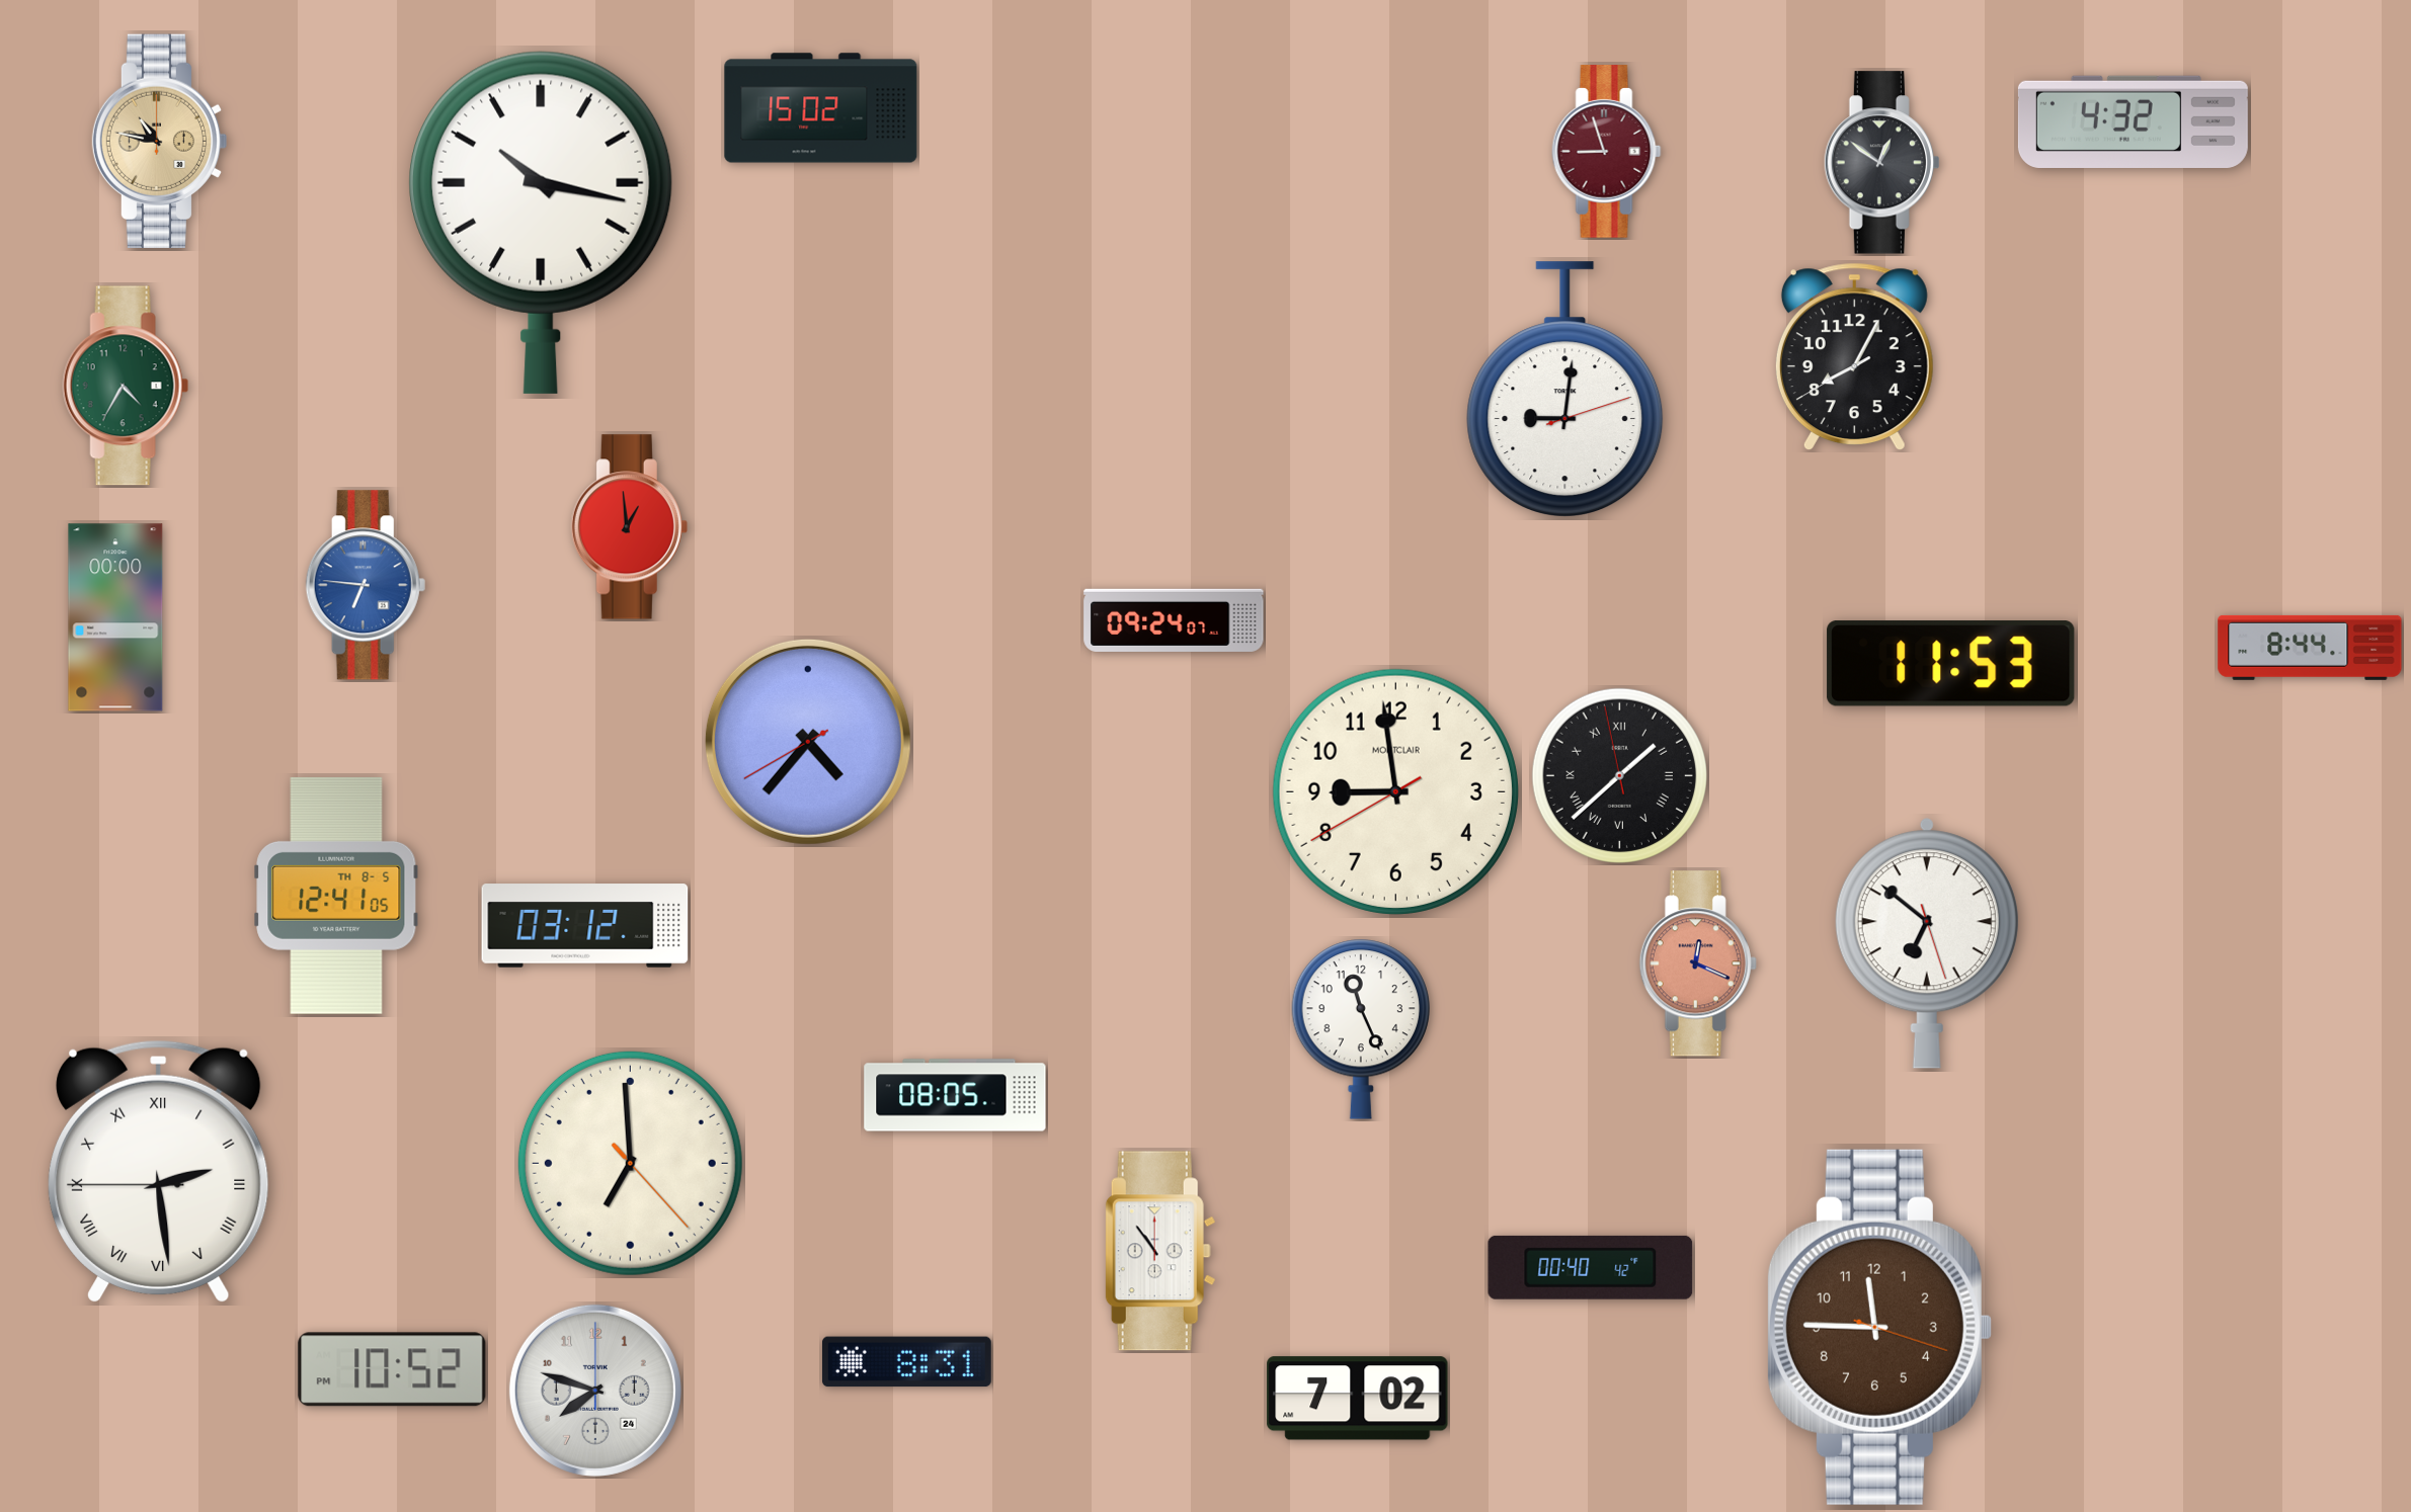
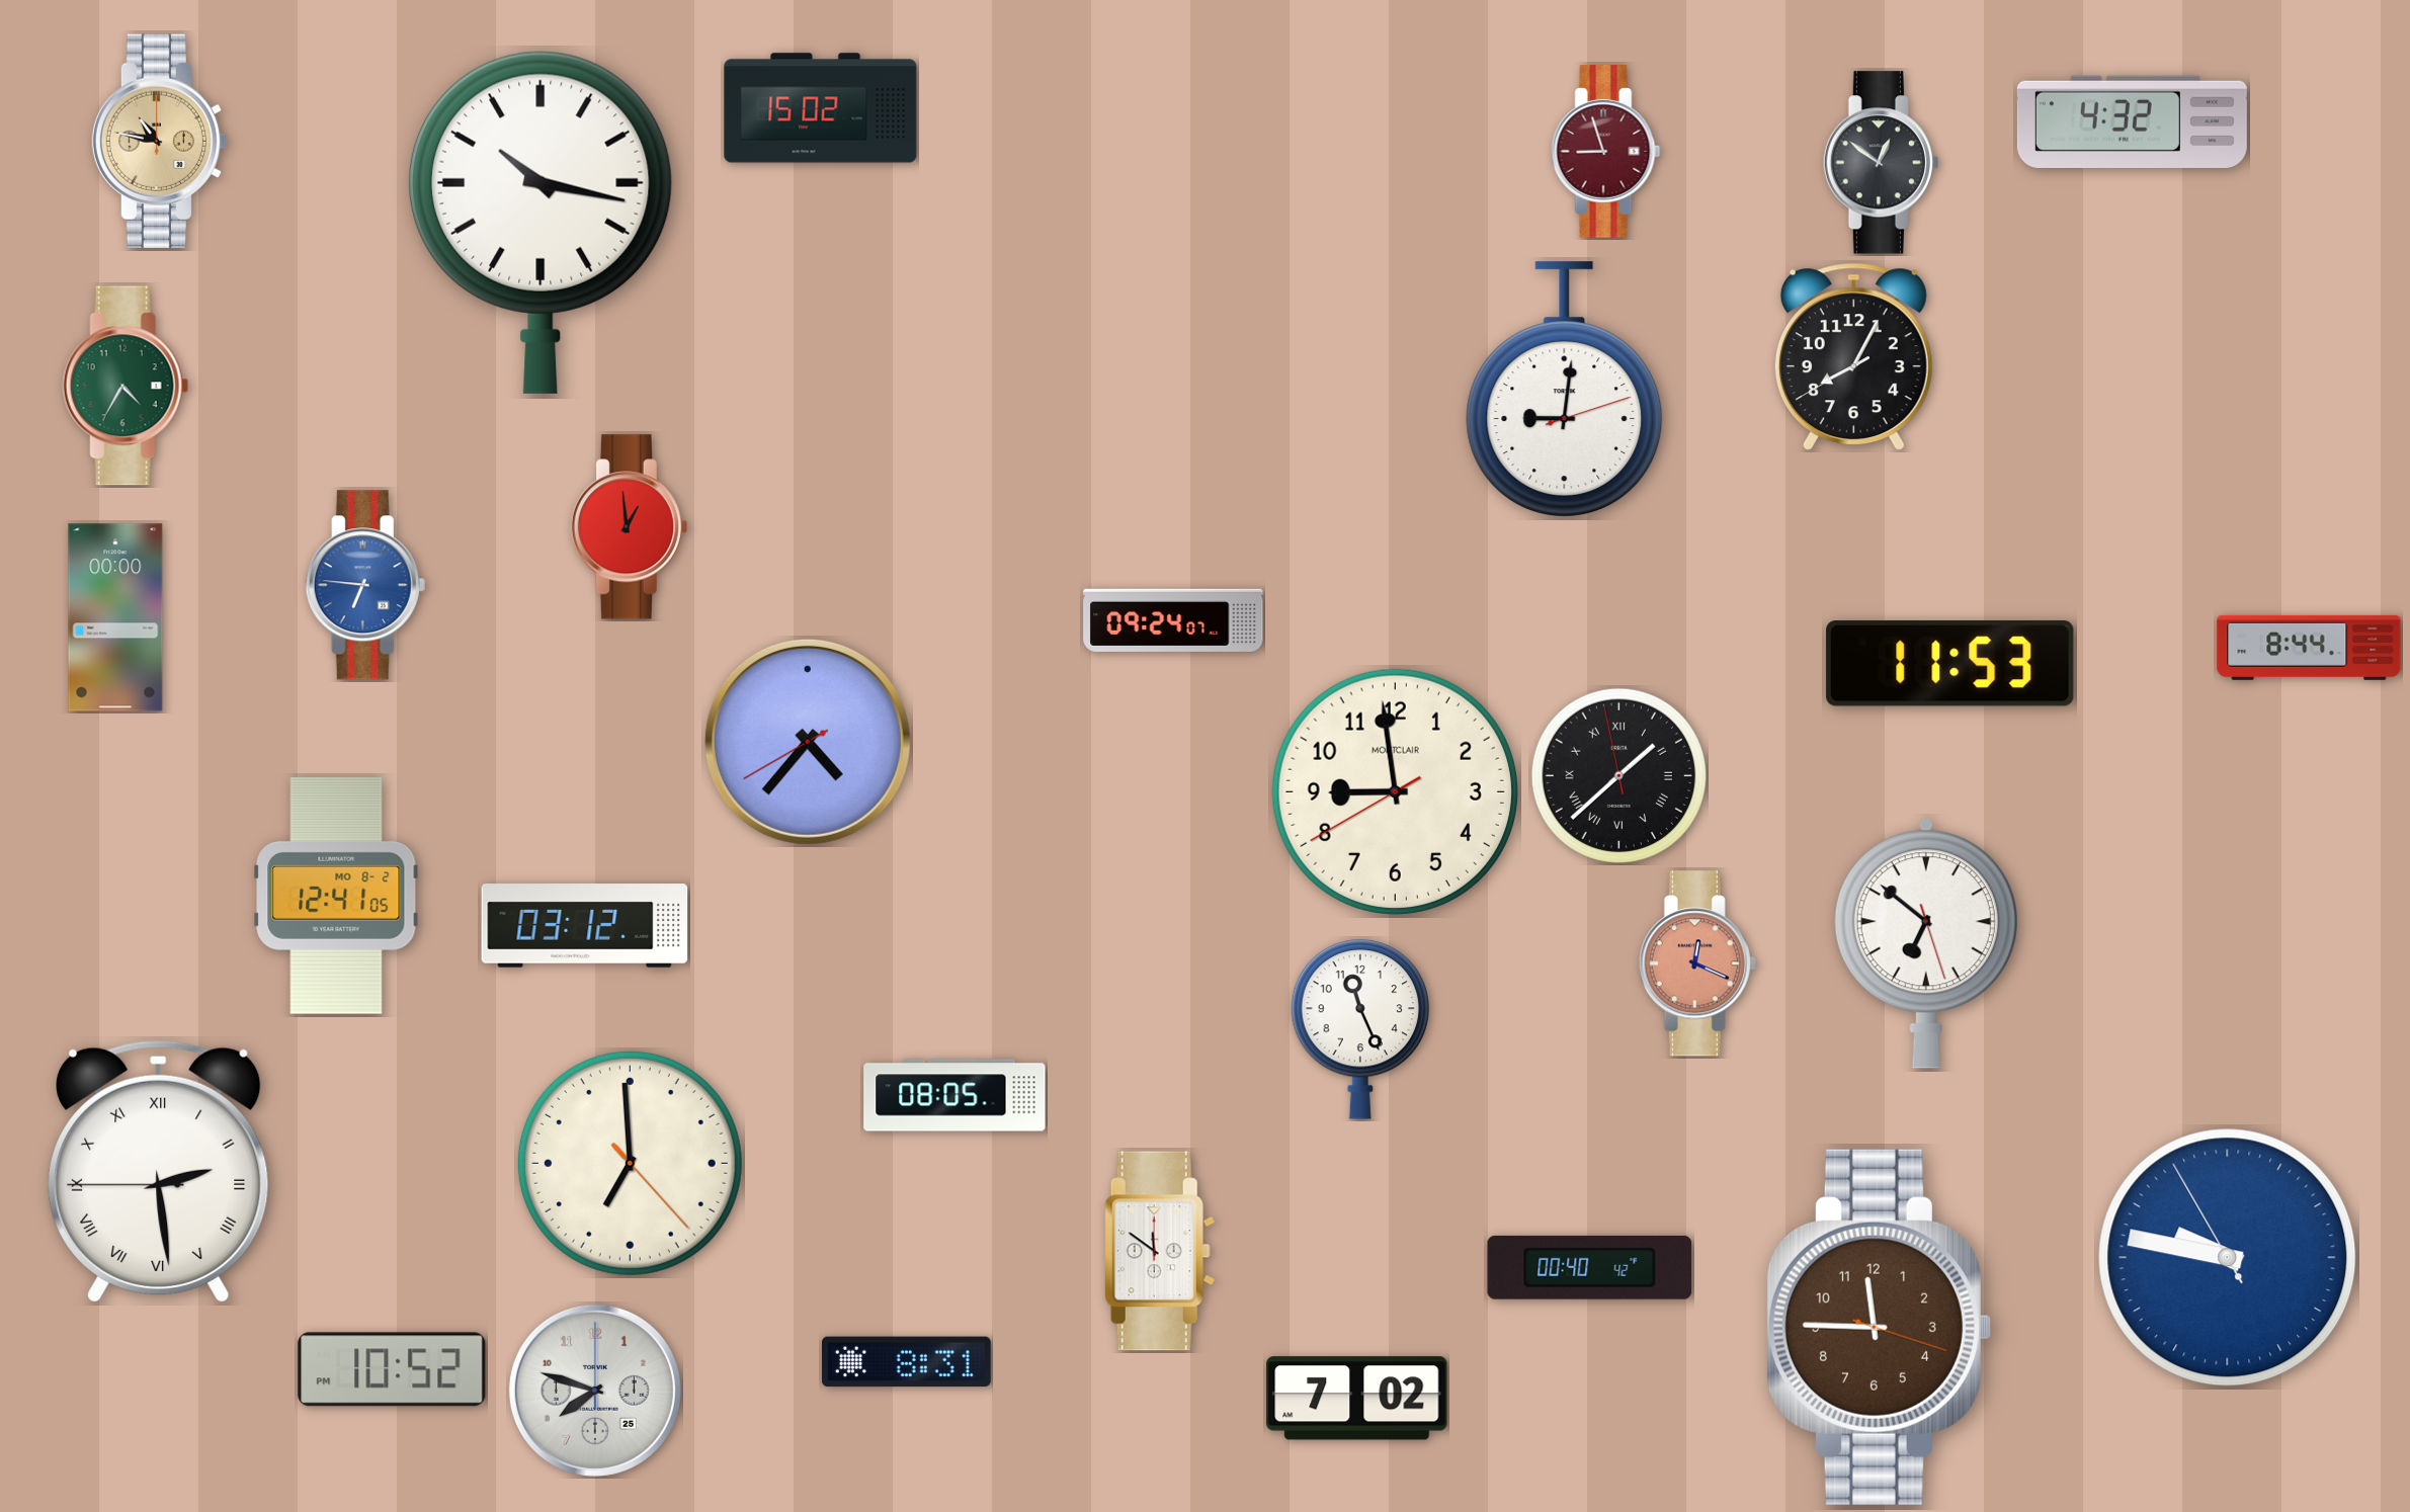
clock at (336, 896) date: TH 8-5 -> MO 8-2
clock at (1160, 1251): 10:54 -> 11:51
clock at (2228, 1258): none -> 9:46
clock at (595, 1391) date: 24 -> 25
